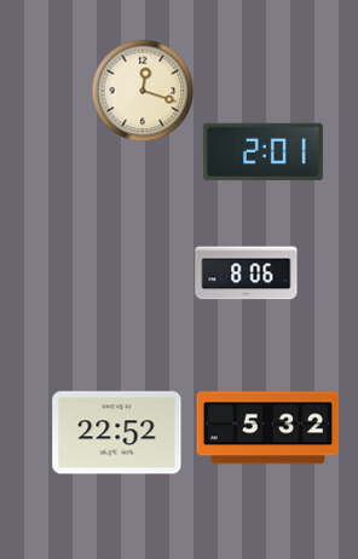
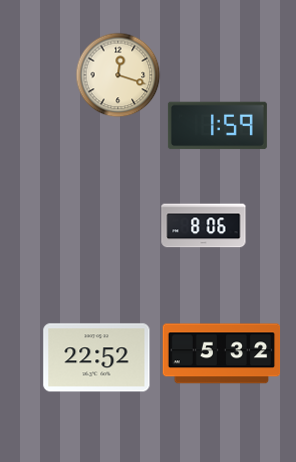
clock at (262, 152): 2:01 -> 1:59
